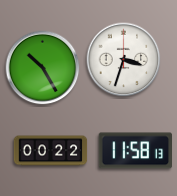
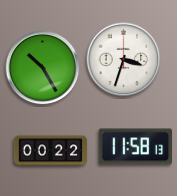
clock at (135, 151) position: (135, 151) -> (135, 147)
